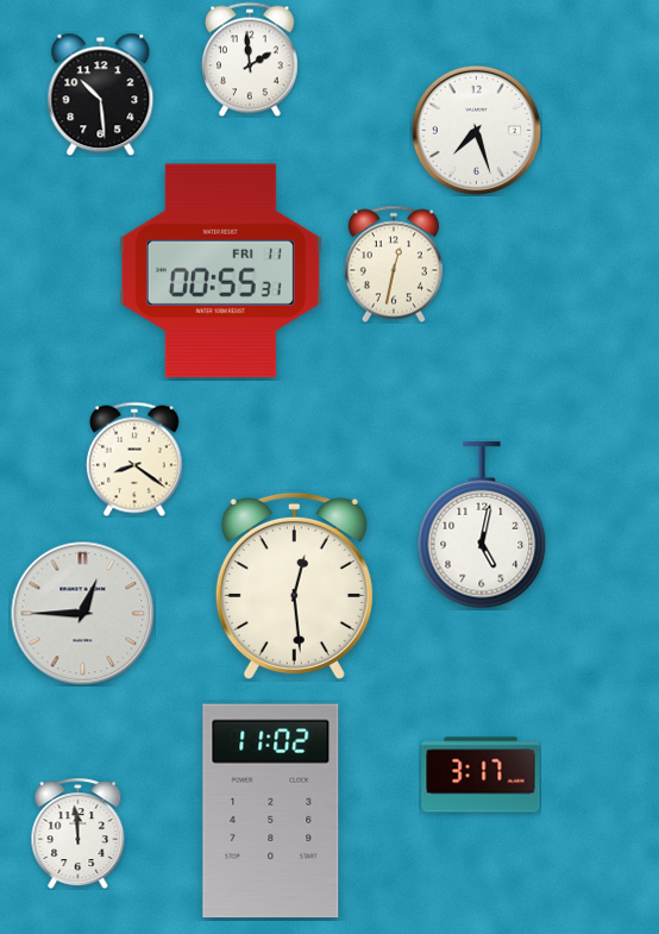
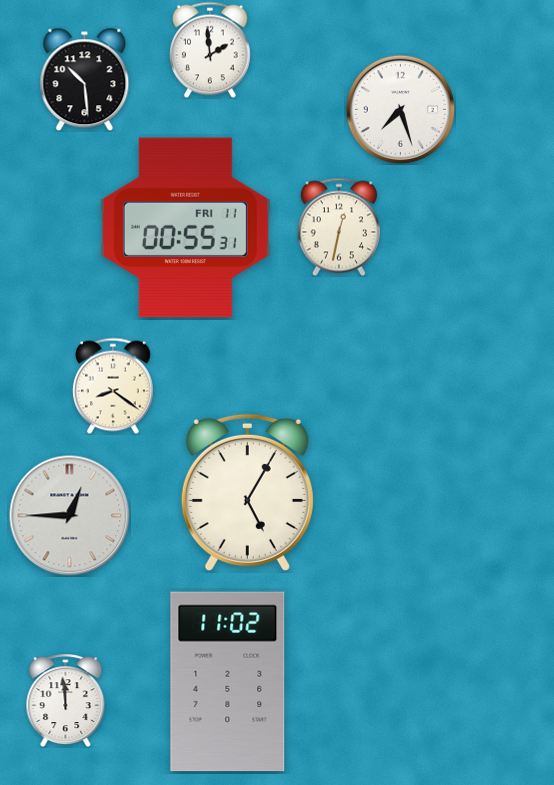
clock at (394, 264) position: (394, 264) -> (339, 227)
clock at (482, 525): 5:02 -> none
clock at (294, 585): 12:29 -> 5:05
clock at (481, 775): 3:17 -> none
